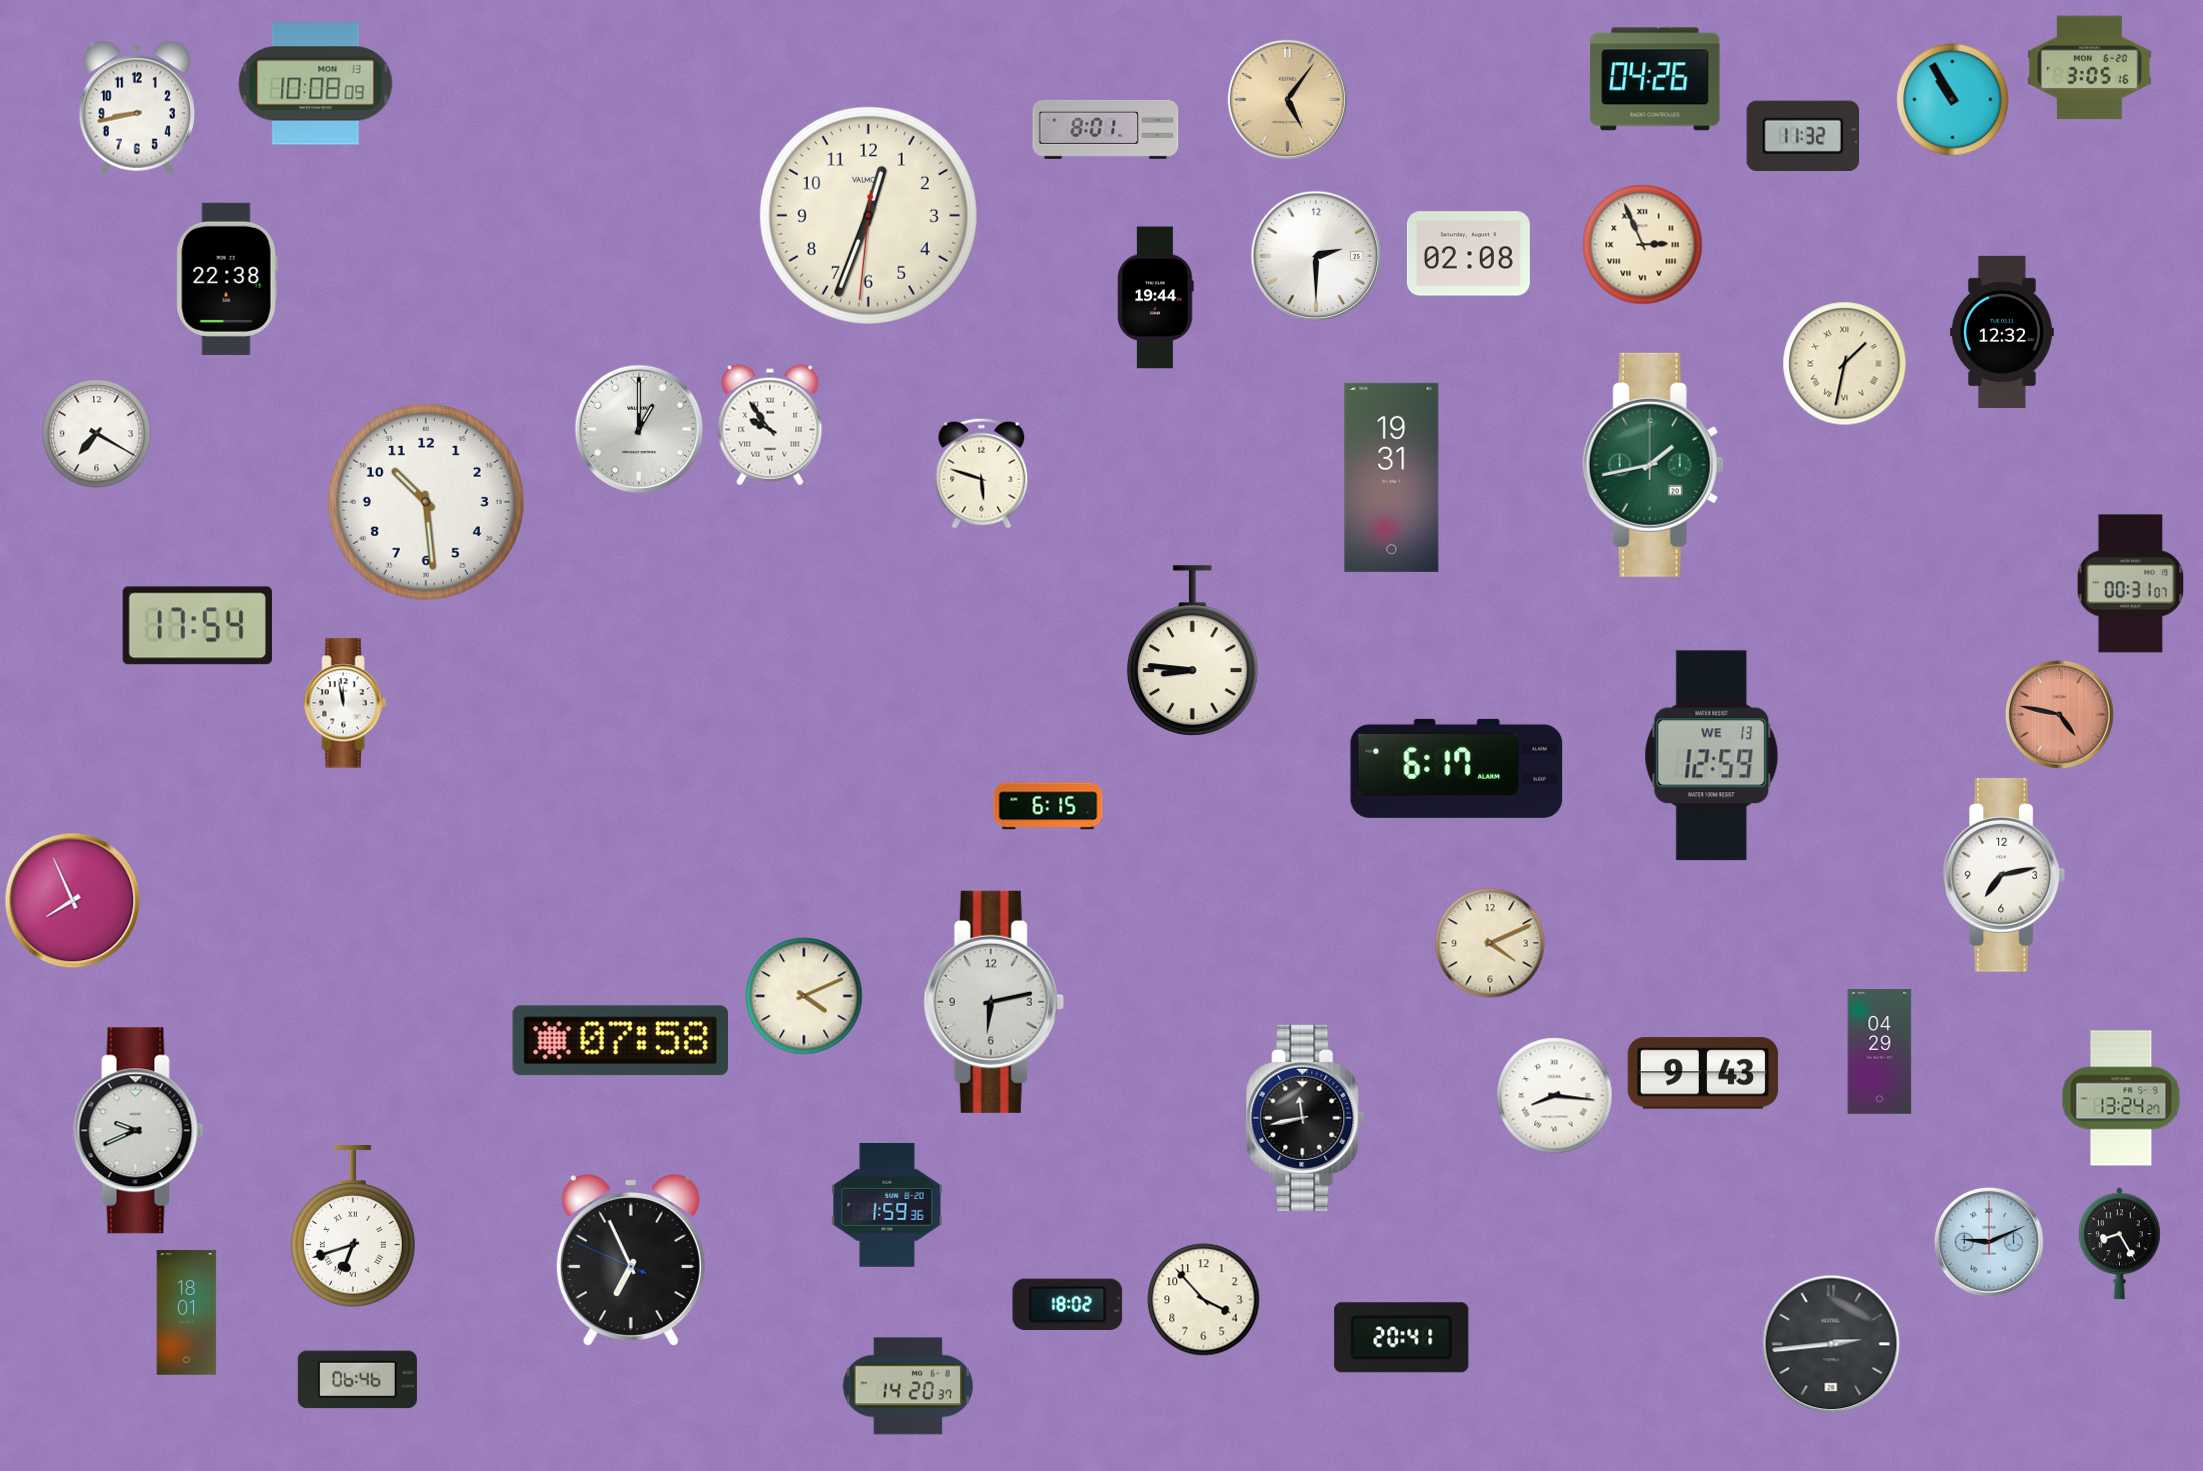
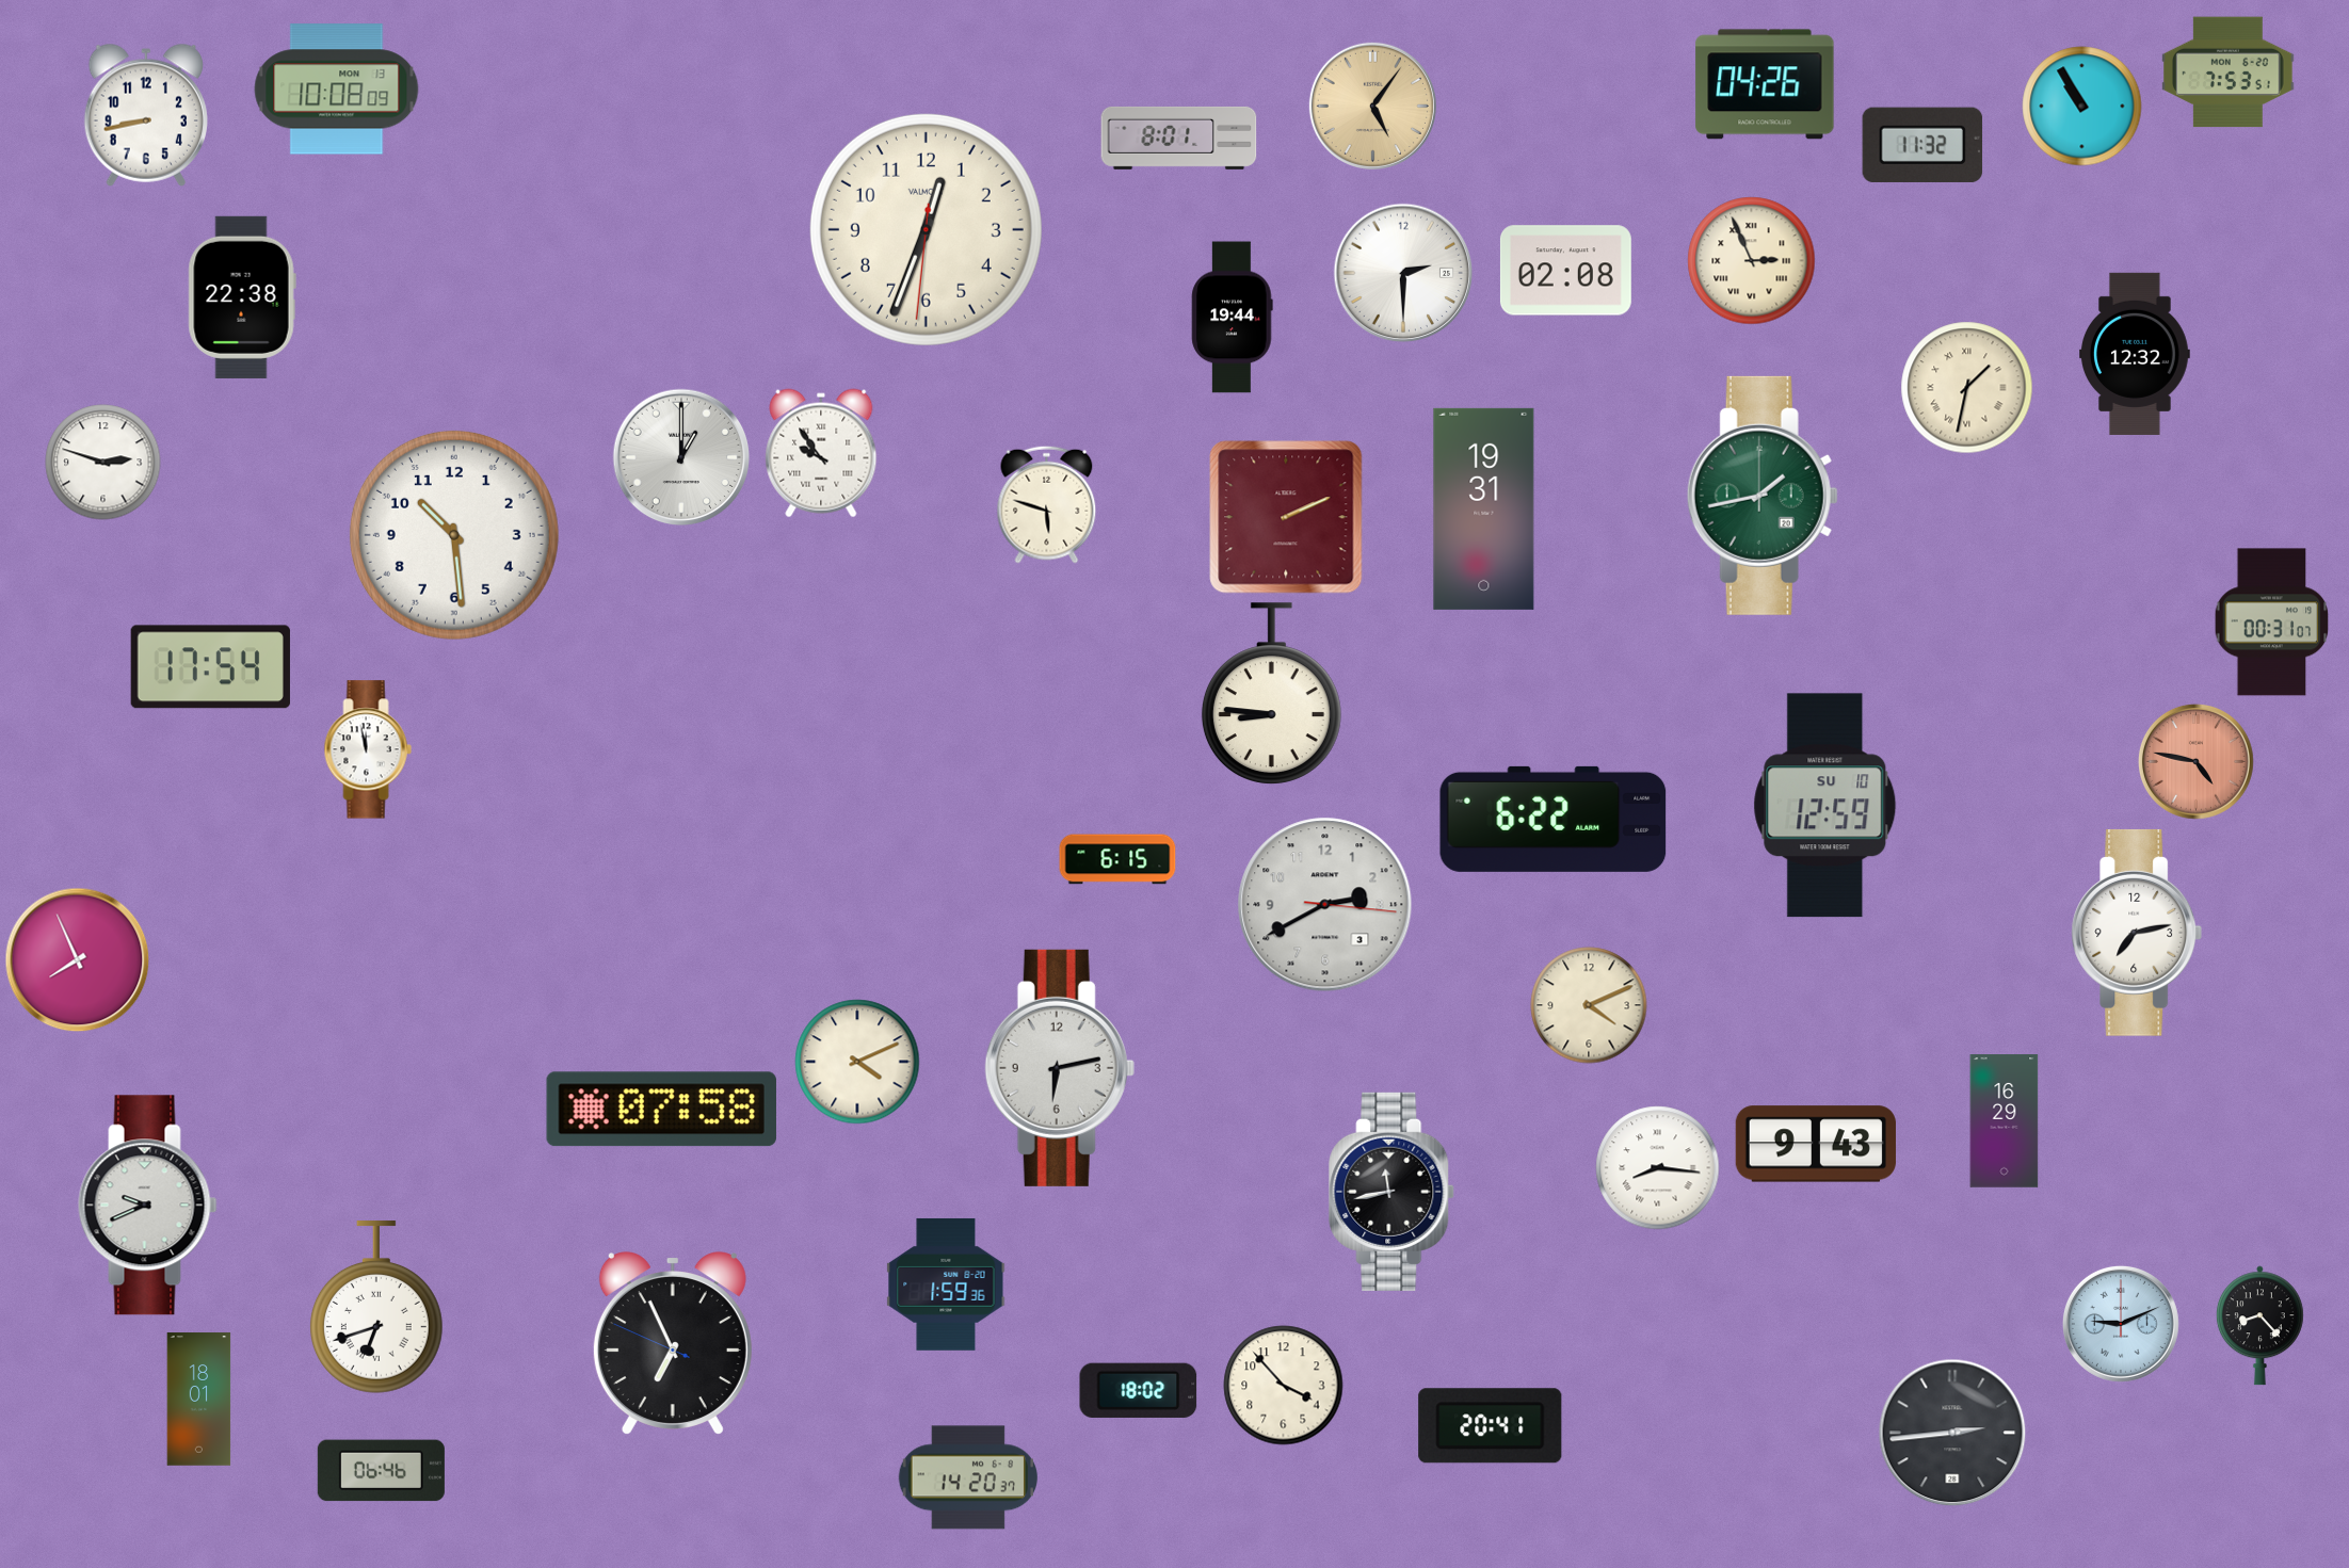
clock at (2090, 68): 3:05 -> 7:53
clock at (97, 434): 7:20 -> 2:48
clock at (1286, 517): none -> 2:11
clock at (1712, 756) date: WE 13 -> SU 10
clock at (1457, 768): 6:17 -> 6:22
clock at (1325, 905): none -> 2:40
clock at (1880, 1052): 04:29 -> 16:29
clock at (2121, 1098): 13:24 -> none
clock at (2119, 1244): 8:25 -> 8:23
clock at (1402, 1338) position: (1402, 1338) -> (1491, 1426)
